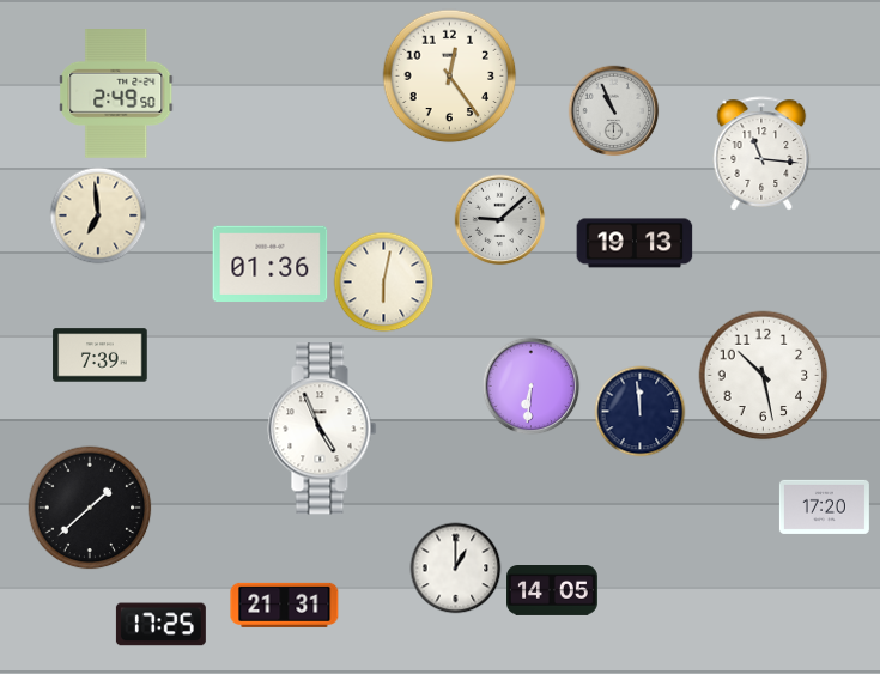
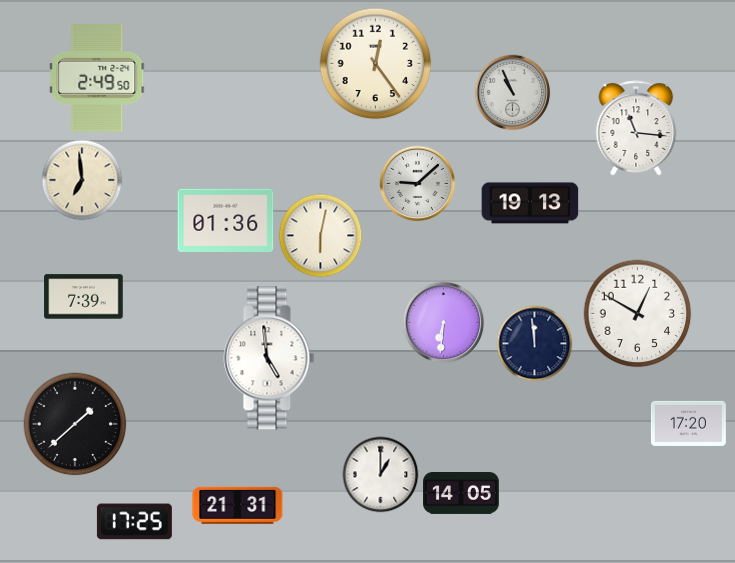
clock at (764, 376): 10:28 -> 12:50
clock at (322, 429): 4:56 -> 4:59
